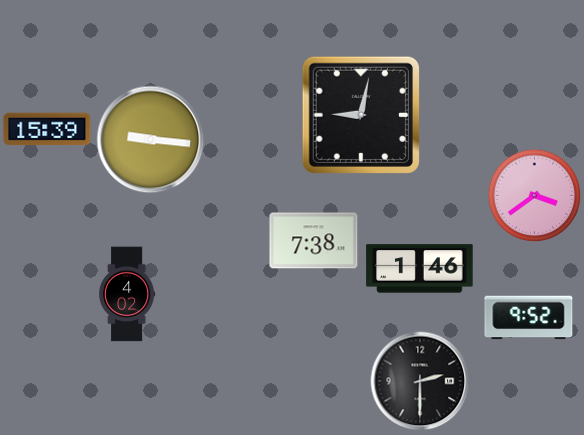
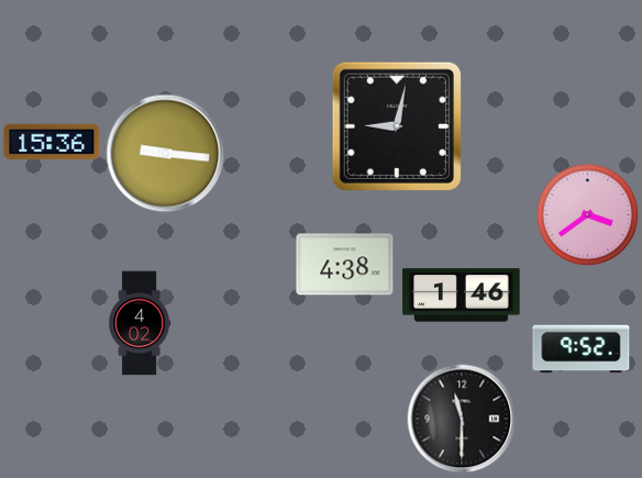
clock at (47, 129): 15:39 -> 15:36
clock at (314, 241): 7:38 -> 4:38
clock at (420, 381): 2:30 -> 11:30
